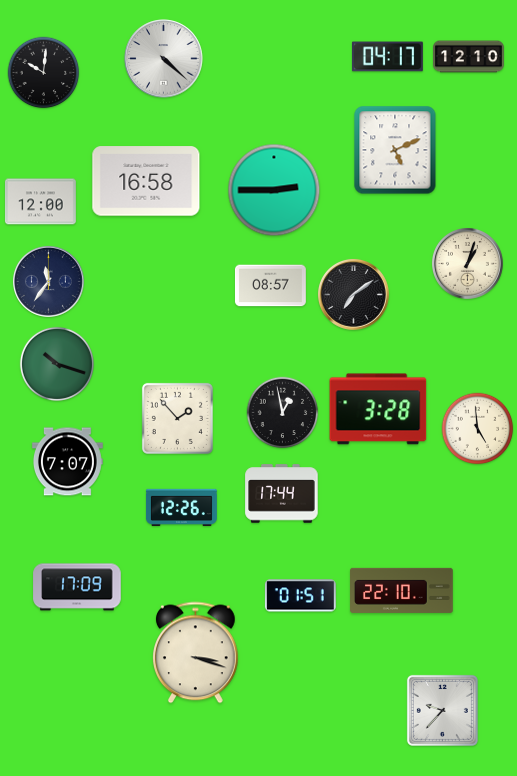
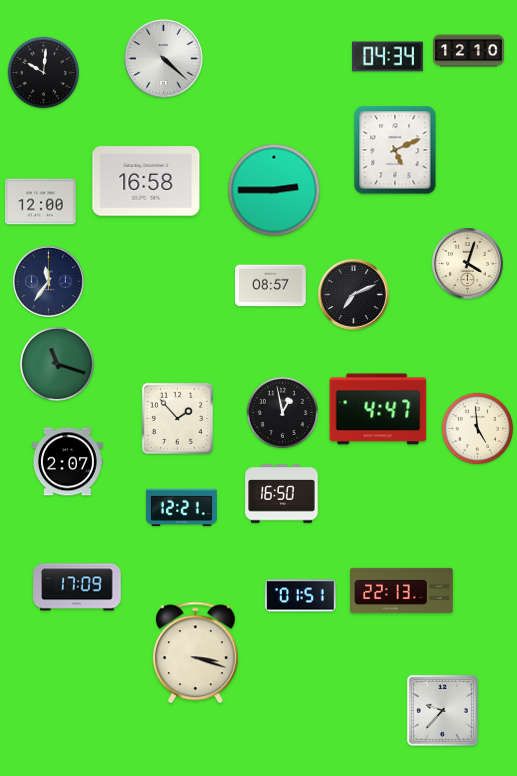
clock at (387, 57): 04:17 -> 04:34
clock at (469, 57) position: (469, 57) -> (469, 51)
clock at (467, 263): 1:03 -> 4:03
clock at (353, 294): 7:09 -> 7:11
clock at (57, 364): 10:18 -> 11:18
clock at (378, 409): 3:28 -> 4:47
clock at (67, 462): 7:07 -> 2:07
clock at (282, 494): 17:44 -> 16:50
clock at (181, 507): 12:26 -> 12:21
clock at (402, 590): 22:10 -> 22:13
